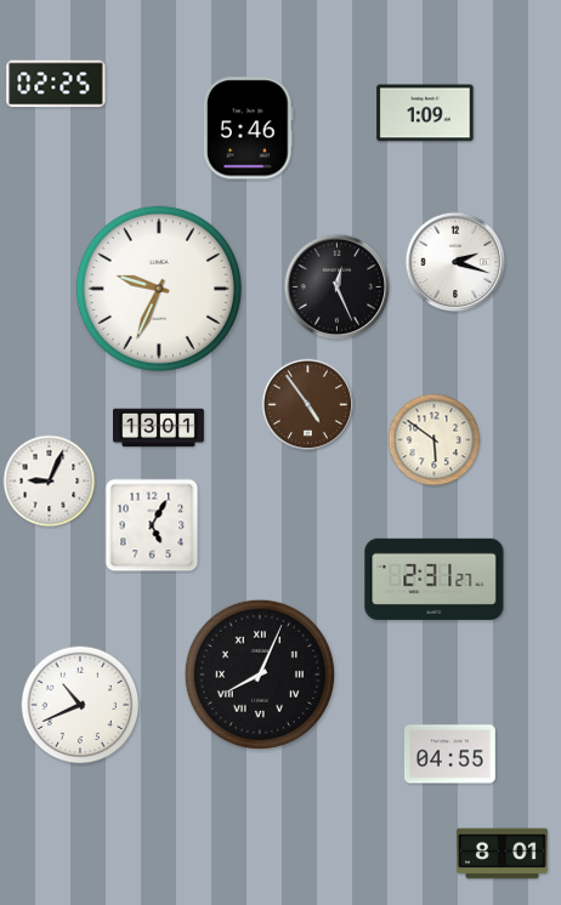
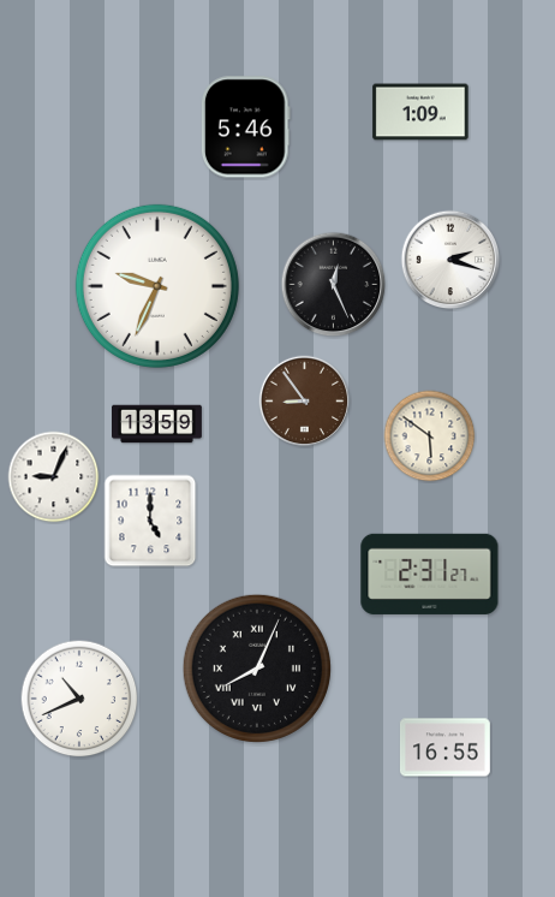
clock at (56, 84): 02:25 -> none
clock at (308, 405): 4:54 -> 8:54
clock at (159, 428): 13:01 -> 13:59
clock at (50, 482) position: (50, 482) -> (54, 477)
clock at (152, 525): 5:05 -> 5:00
clock at (449, 755): 04:55 -> 16:55
clock at (503, 854): 8:01 -> none
